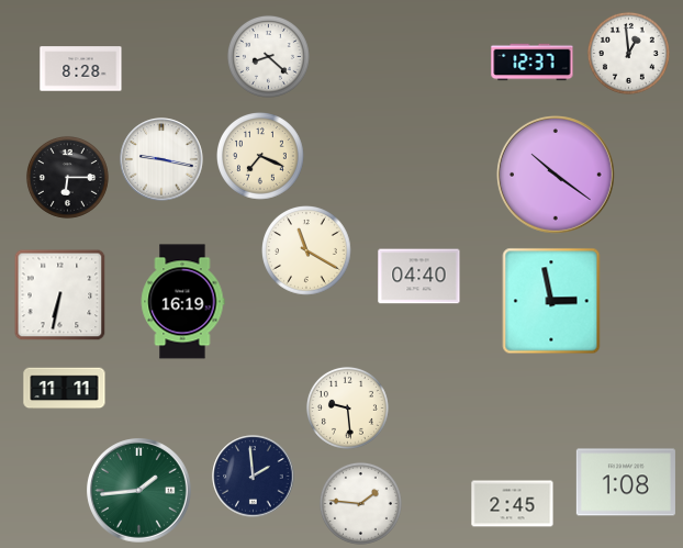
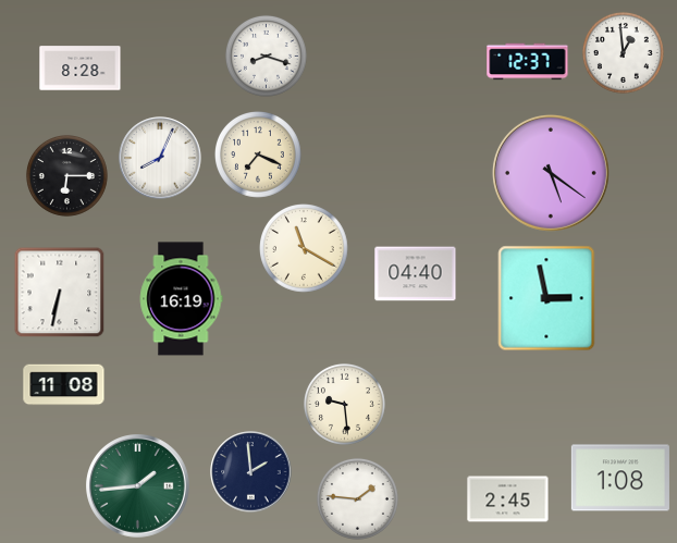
clock at (268, 56): 8:22 -> 8:18
clock at (161, 159): 9:17 -> 8:04
clock at (556, 175): 10:21 -> 5:21
clock at (65, 389): 11:11 -> 11:08
